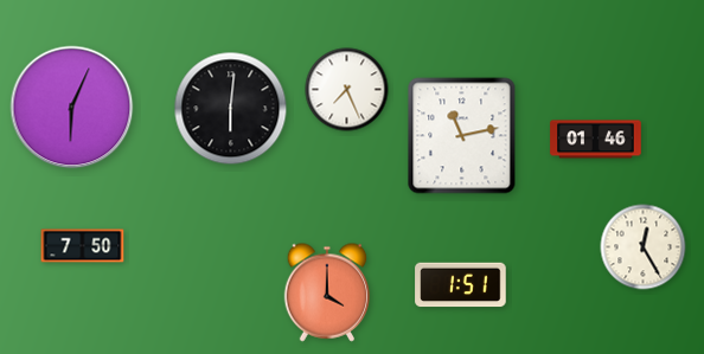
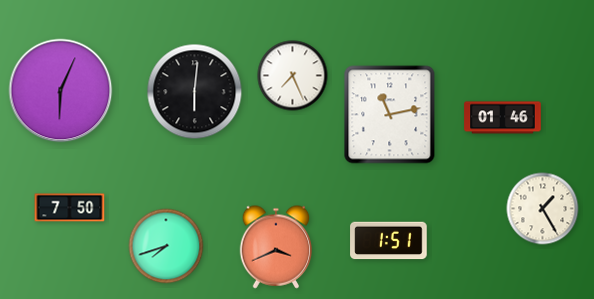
clock at (644, 247): 12:25 -> 1:25
clock at (166, 246): none -> 7:42
clock at (327, 292): 4:00 -> 3:41
